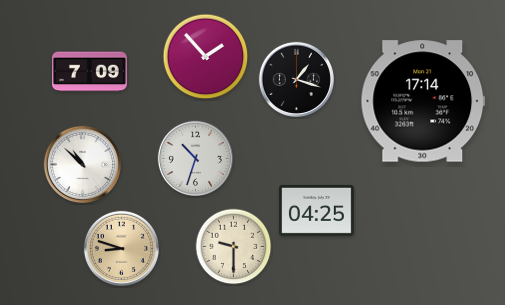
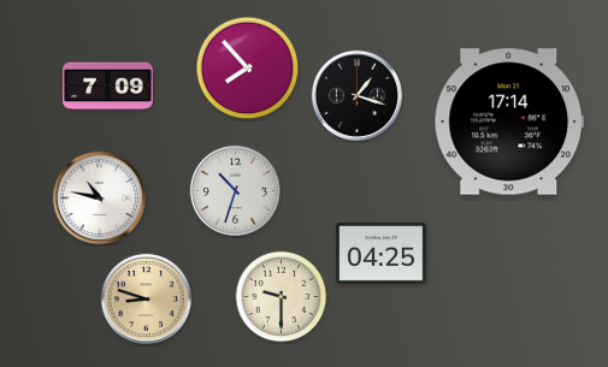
clock at (206, 57): 1:53 -> 7:53
clock at (82, 164): 10:52 -> 10:47
